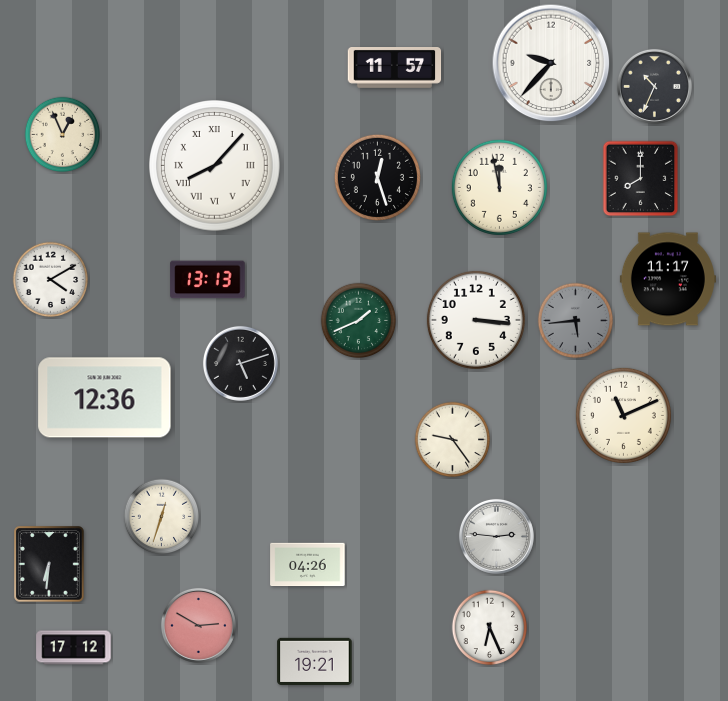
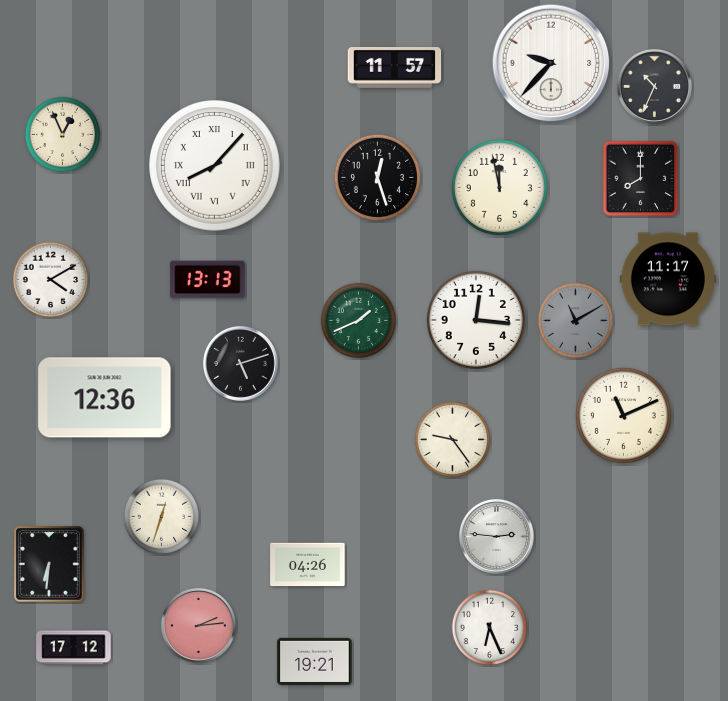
clock at (476, 320): 3:16 -> 12:16
clock at (576, 321): 5:44 -> 11:10
clock at (198, 625): 2:50 -> 2:14
